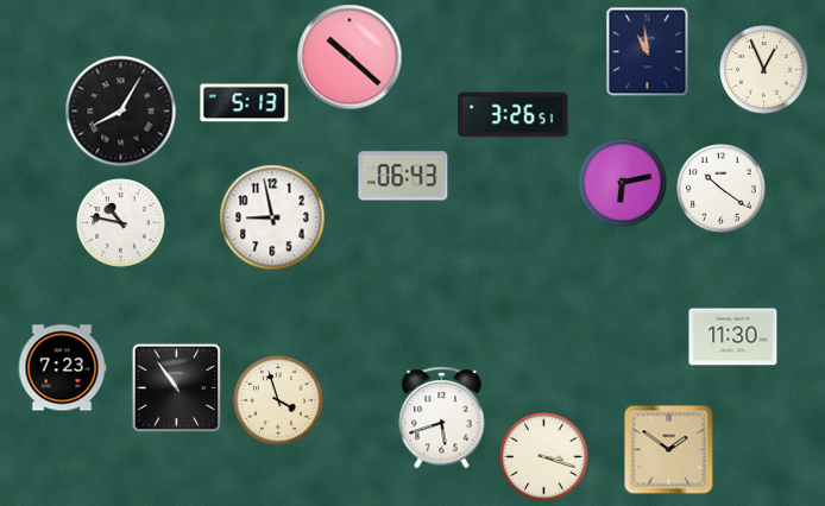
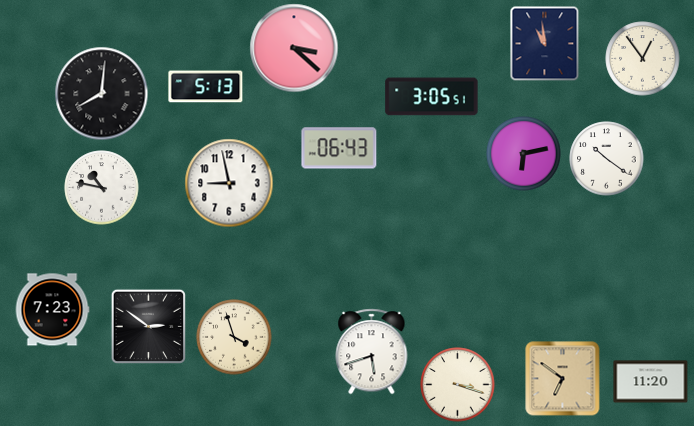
clock at (349, 57): 10:22 -> 3:22
clock at (764, 70): 12:56 -> 12:54
clock at (121, 112): 8:05 -> 8:01
clock at (514, 115): 3:26 -> 3:05
clock at (733, 337): 11:30 -> none
clock at (176, 387): 10:54 -> 2:51
clock at (669, 450): 1:51 -> 6:51
clock at (651, 382): none -> 11:20
